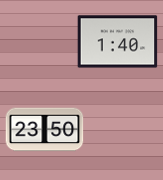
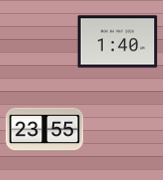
clock at (44, 130): 23:50 -> 23:55
